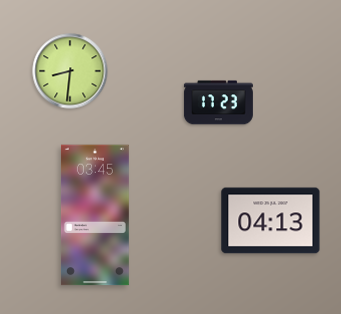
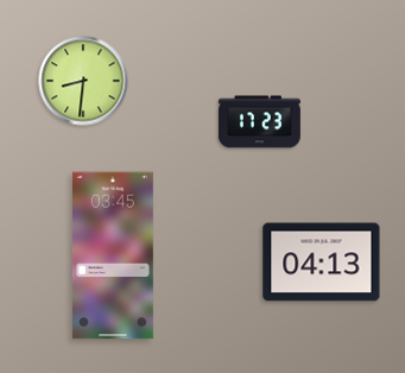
clock at (70, 71) position: (70, 71) -> (83, 81)
